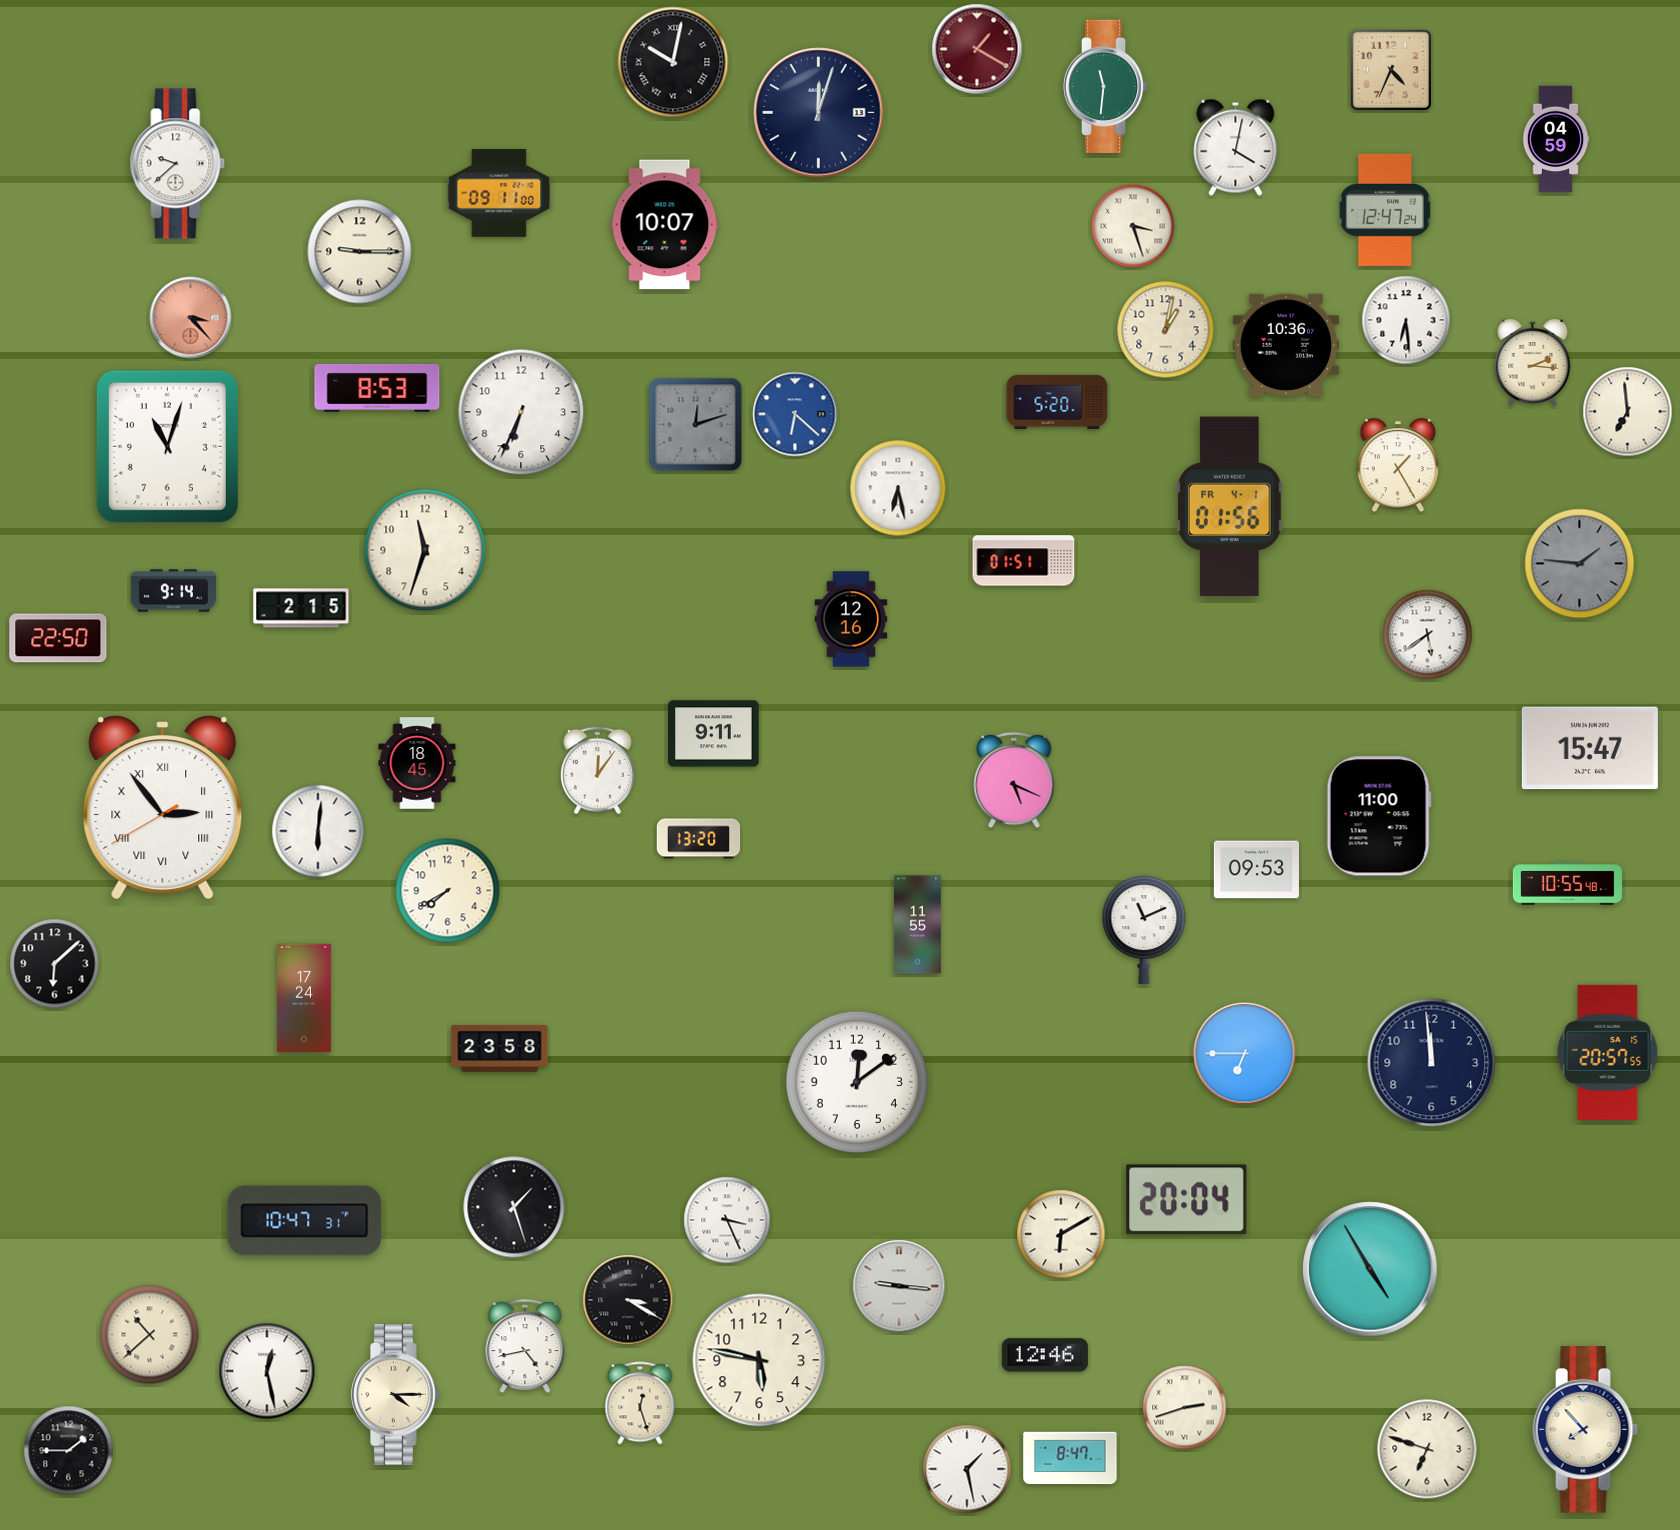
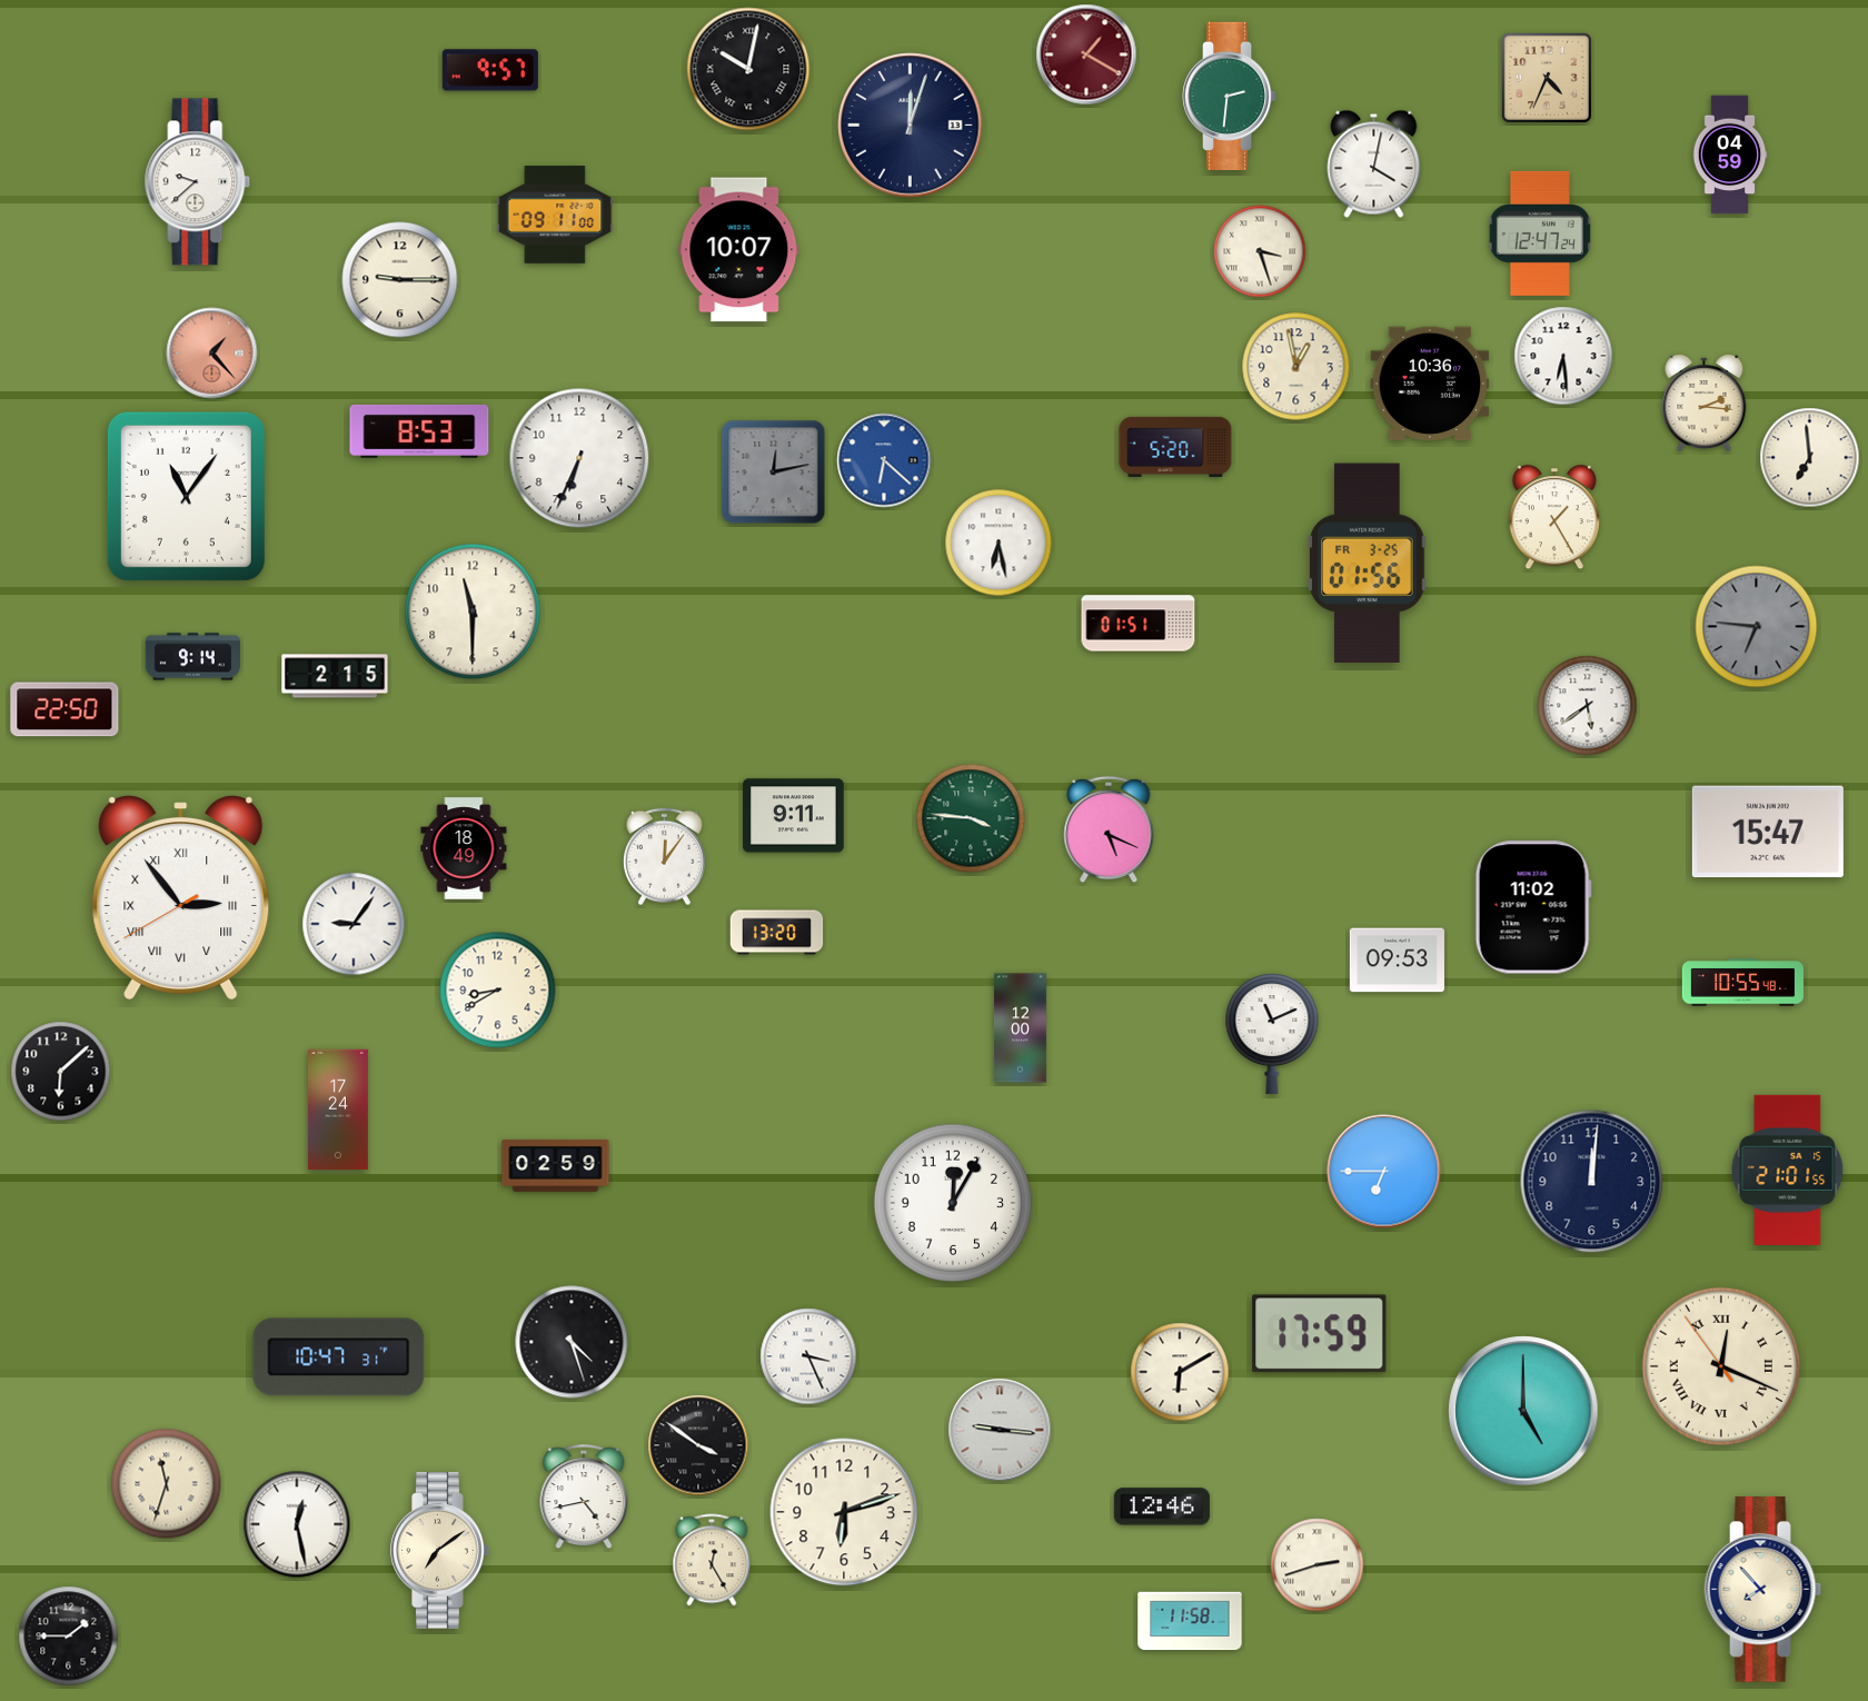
clock at (490, 70): none -> 9:57
clock at (1106, 86): 11:31 -> 2:31
clock at (191, 318): 3:23 -> 1:23
clock at (1166, 330): 1:02 -> 12:58
clock at (696, 425): 12:12 -> 12:13
clock at (167, 446): 11:03 -> 11:06
clock at (1230, 507) date: FR 4-1 -> FR 3-25
clock at (425, 550): 11:33 -> 11:30
clock at (1580, 564): 1:46 -> 6:46
clock at (851, 619): 12:16 -> none
clock at (971, 818): none -> 3:46
clock at (417, 763): 18:45 -> 18:49
clock at (1014, 780) position: (1014, 780) -> (1109, 829)
clock at (1379, 816): 11:00 -> 11:02
clock at (318, 831): 6:01 -> 9:06
clock at (1256, 870) position: (1256, 870) -> (1397, 961)
clock at (448, 891): 7:40 -> 8:40
clock at (917, 925): 11:55 -> 12:00
clock at (500, 1048): 23:58 -> 02:59
clock at (1608, 1052): 20:57 -> 21:01
clock at (1432, 1063): 11:59 -> 12:01
clock at (857, 1082): 12:09 -> 12:05
clock at (1187, 1200): 20:04 -> 17:59
clock at (514, 1207): 1:27 -> 4:27
clock at (1721, 1366): none -> 12:18
clock at (1370, 1269): 4:55 -> 5:00
clock at (628, 1300): 3:20 -> 3:51
clock at (150, 1335): 10:38 -> 11:33
clock at (759, 1360): 5:47 -> 6:12
clock at (396, 1395): 4:15 -> 7:09
clock at (640, 1403): 12:27 -> 12:25
clock at (1427, 1449): 6:48 -> none
clock at (69, 1451) position: (69, 1451) -> (69, 1637)
clock at (1070, 1458): 8:47 -> 11:58
clock at (967, 1469): 1:28 -> none
